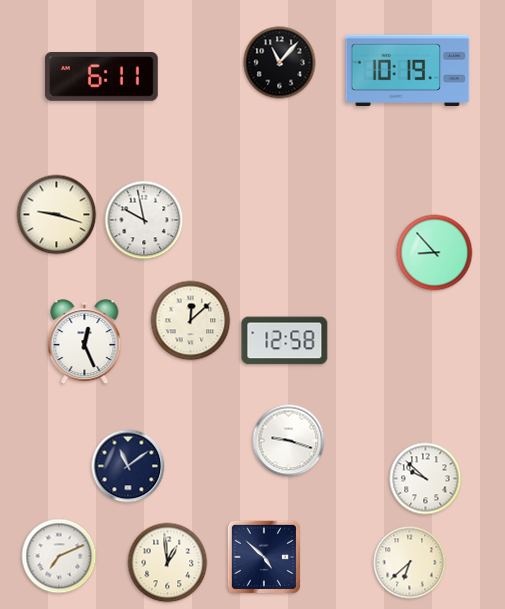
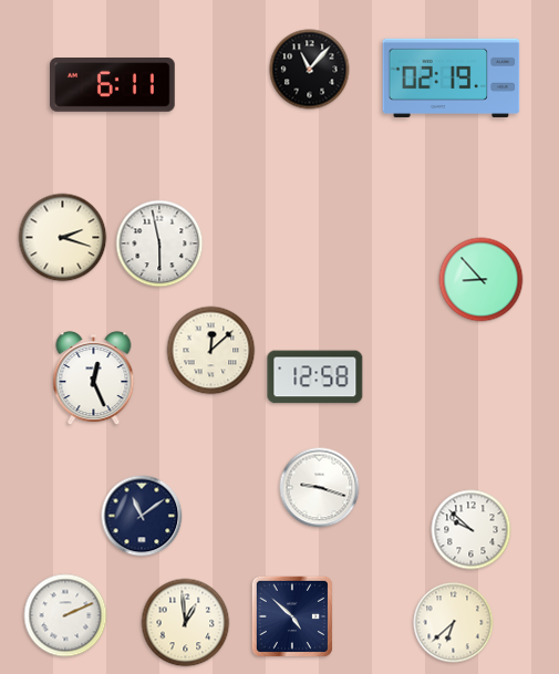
clock at (408, 70): 10:19 -> 02:19
clock at (57, 215): 9:18 -> 2:18
clock at (144, 220): 9:58 -> 5:58
clock at (191, 321) position: (191, 321) -> (211, 351)
clock at (59, 556): 7:11 -> 2:11
